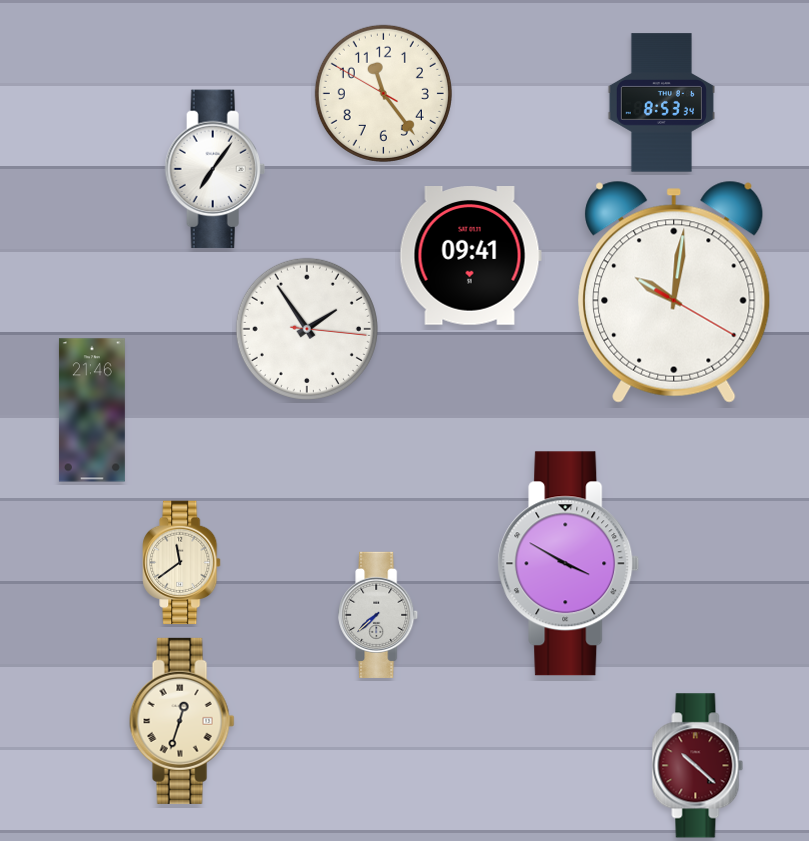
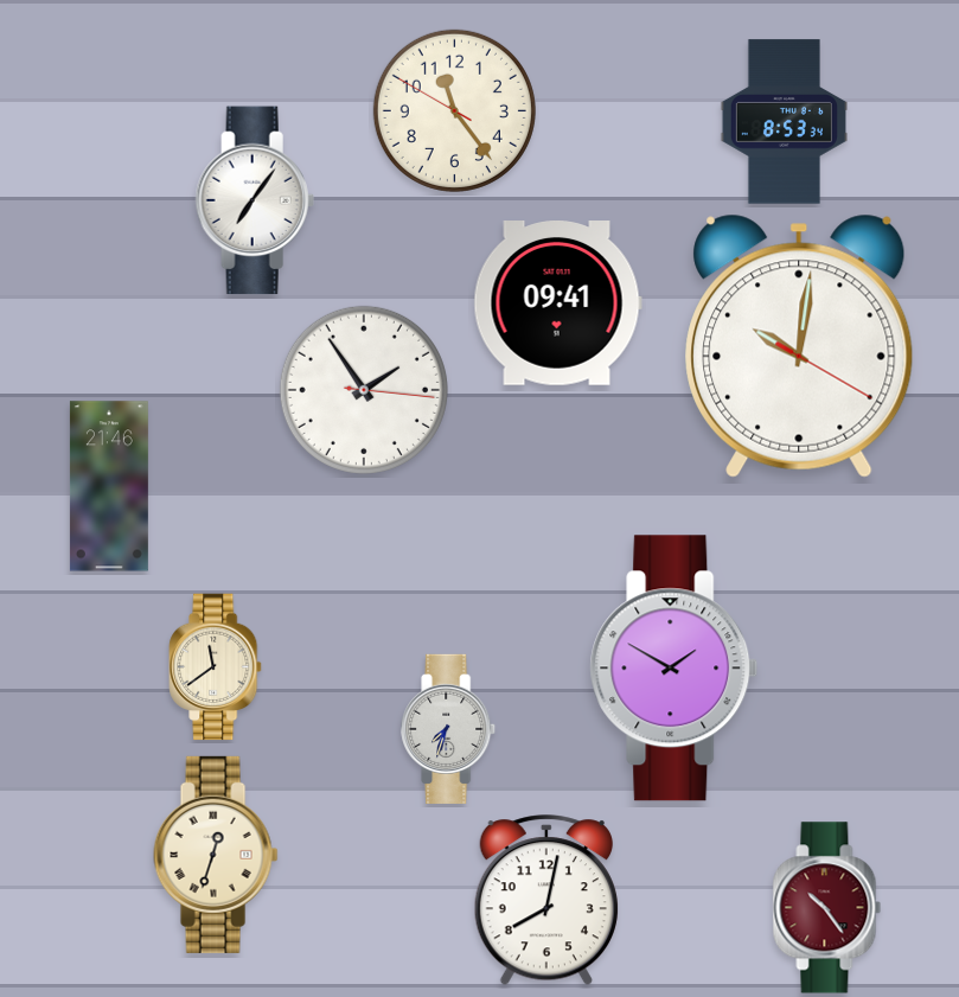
clock at (569, 564): 3:50 -> 1:50
clock at (379, 615): 7:38 -> 7:33
clock at (546, 901): none -> 8:02
clock at (698, 766): 10:22 -> 10:24
